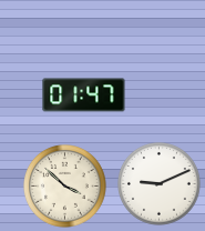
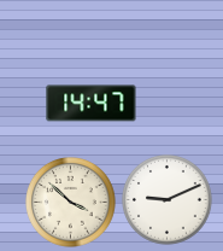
clock at (84, 96): 01:47 -> 14:47
clock at (160, 184) position: (160, 184) -> (168, 200)
